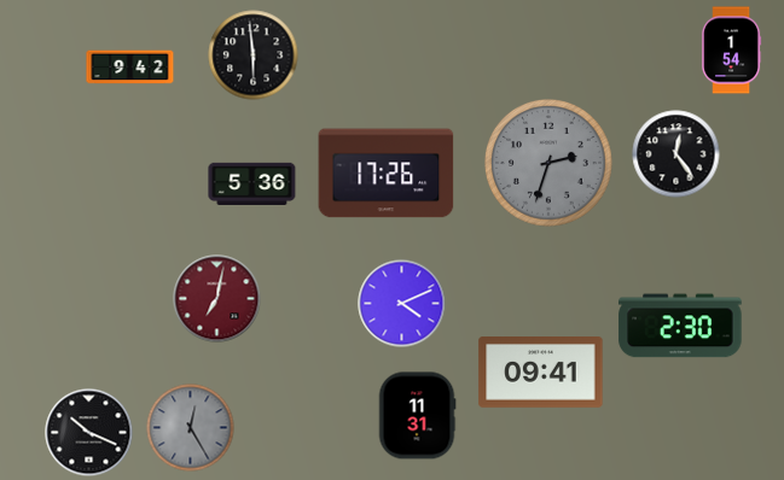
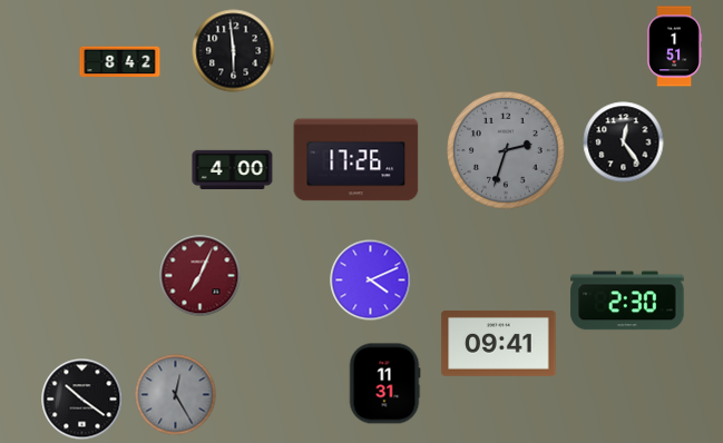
clock at (732, 51): 1:54 -> 1:51
clock at (130, 68): 9:42 -> 8:42
clock at (252, 183): 5:36 -> 4:00
clock at (217, 299): 7:02 -> 7:04
clock at (89, 433): 10:19 -> 10:21
